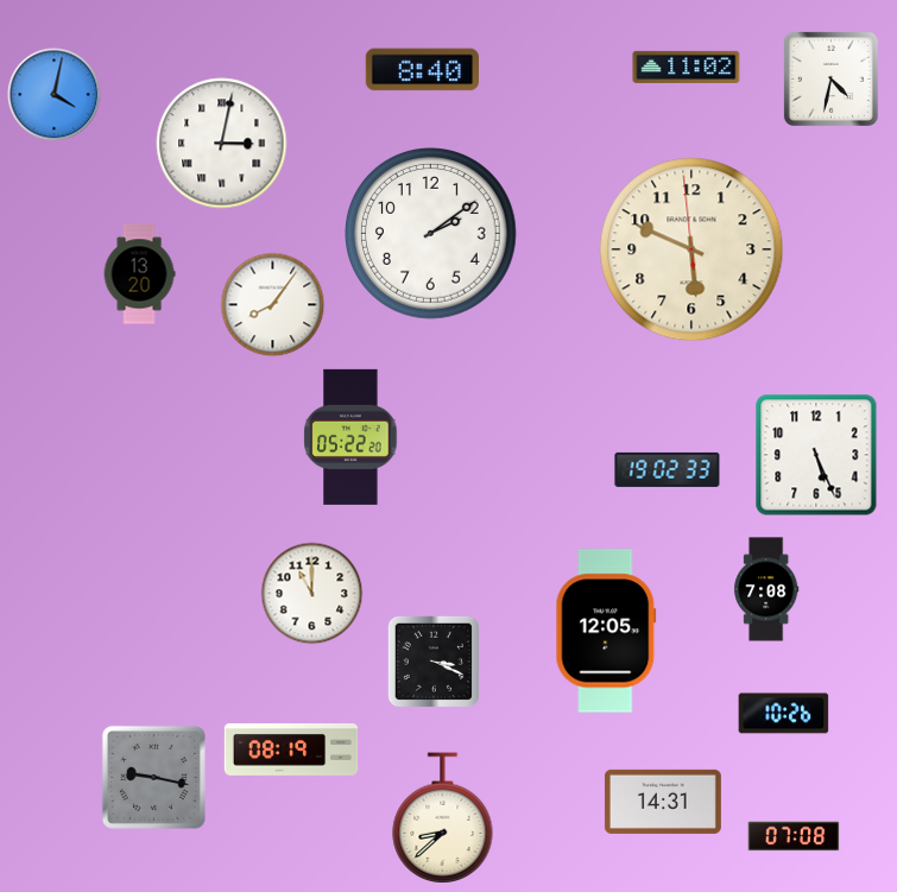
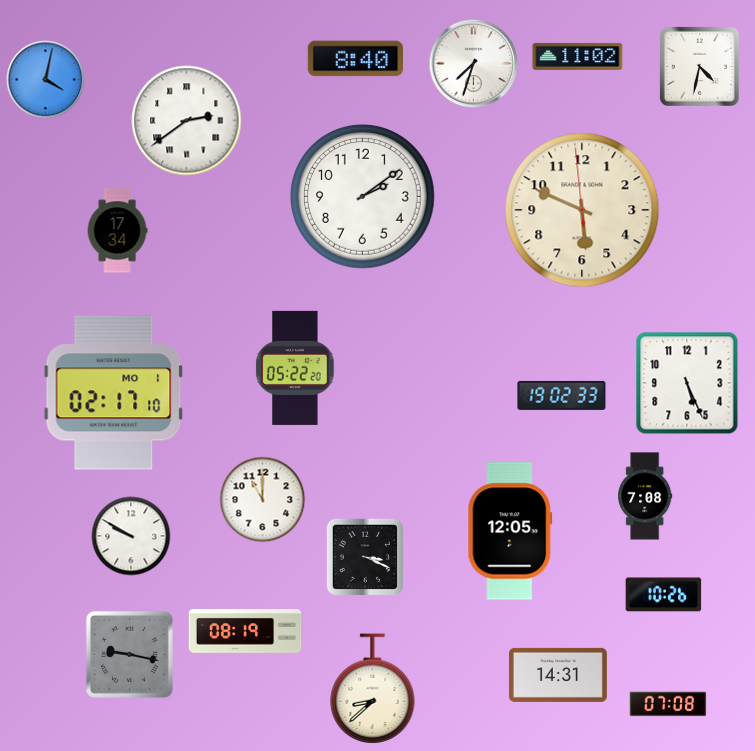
clock at (474, 64): none -> 7:33
clock at (222, 144): 3:02 -> 2:39
clock at (139, 274): 13:20 -> 17:34
clock at (273, 305): 8:06 -> none
clock at (114, 393): none -> 02:17
clock at (131, 536): none -> 9:50
clock at (784, 714) position: (784, 714) -> (664, 595)
